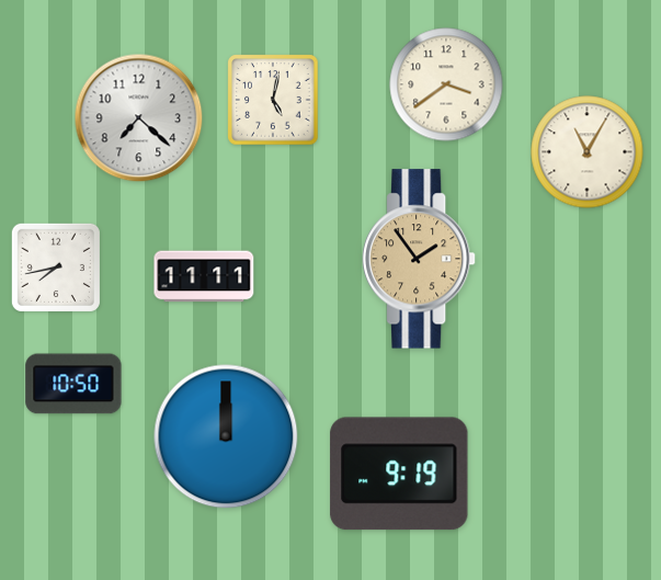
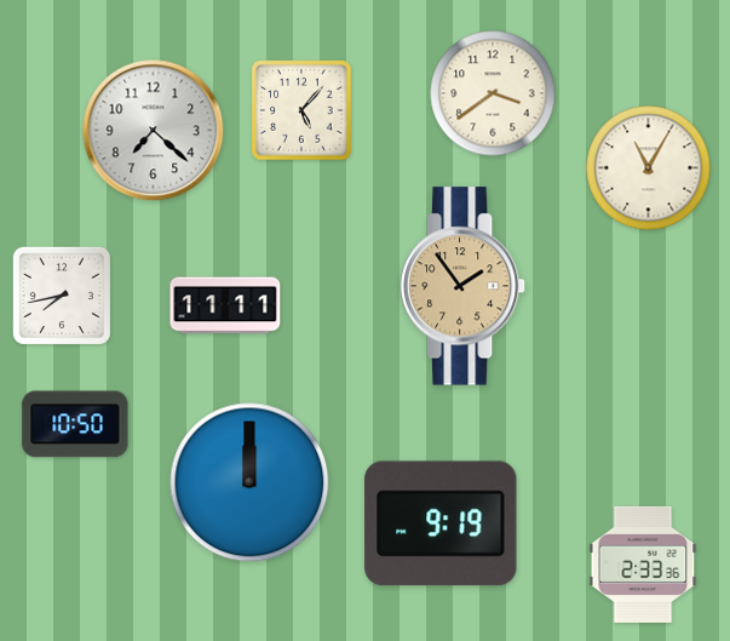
clock at (273, 100): 5:02 -> 5:07
clock at (73, 384) position: (73, 384) -> (75, 424)
clock at (643, 565): none -> 2:33
